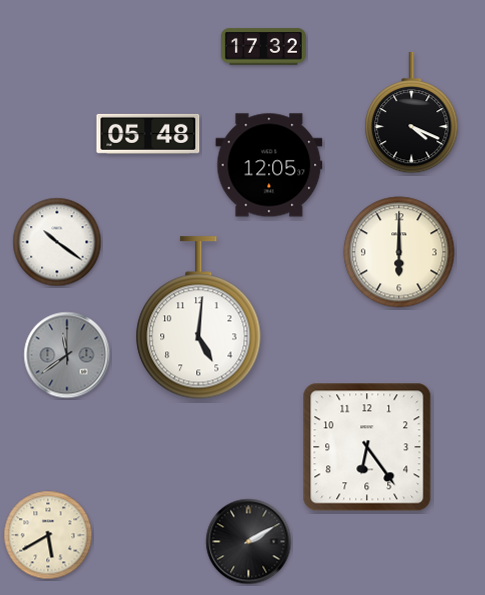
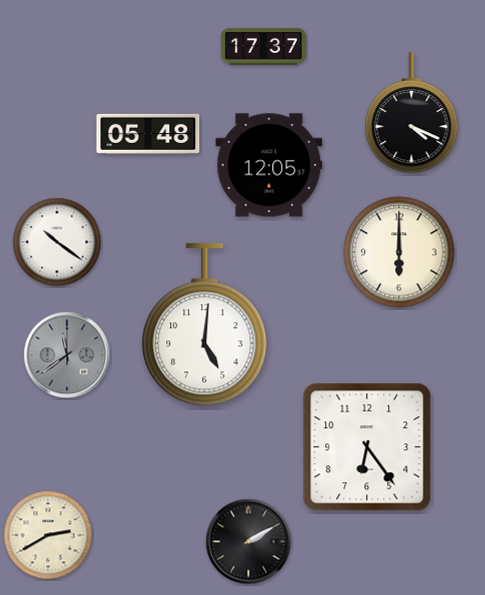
clock at (263, 47): 17:32 -> 17:37
clock at (199, 318) position: (199, 318) -> (205, 325)
clock at (48, 535): 5:40 -> 2:40
